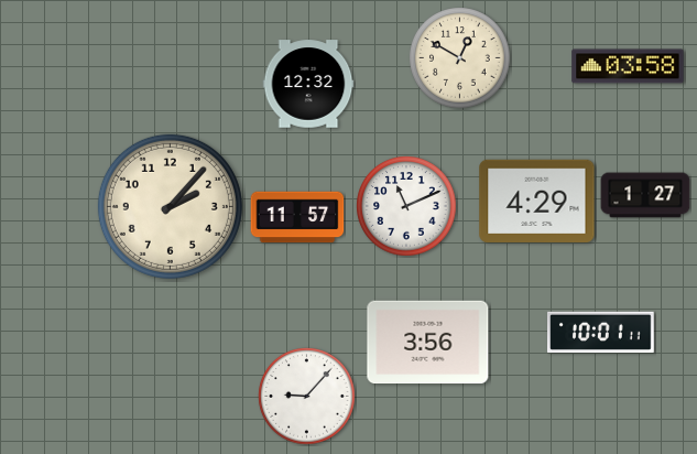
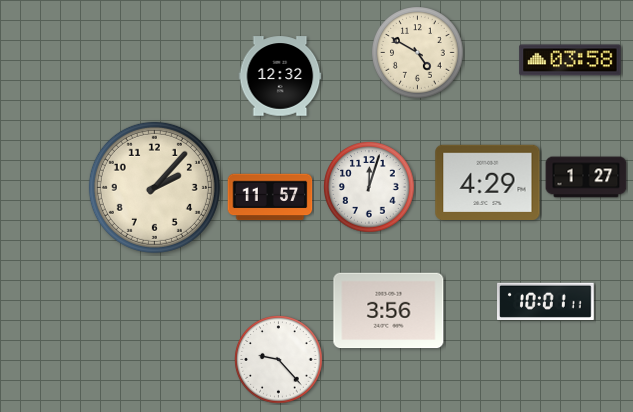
clock at (460, 58): 12:50 -> 4:50
clock at (406, 206): 11:11 -> 12:03
clock at (307, 397): 9:07 -> 9:23
